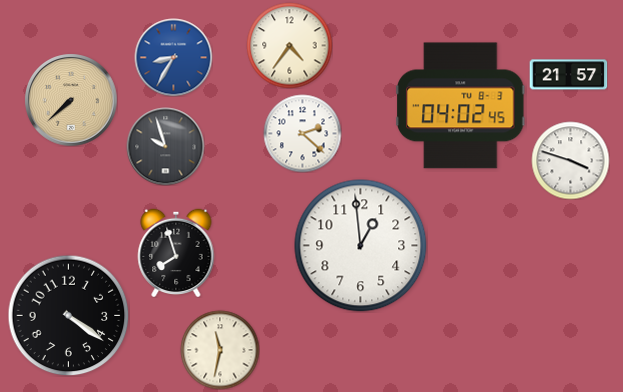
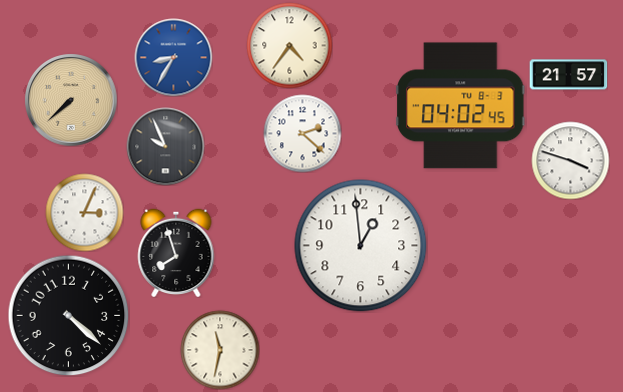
clock at (165, 146): 9:57 -> 9:56
clock at (84, 212): none -> 3:04
clock at (68, 315): 4:21 -> 4:22
